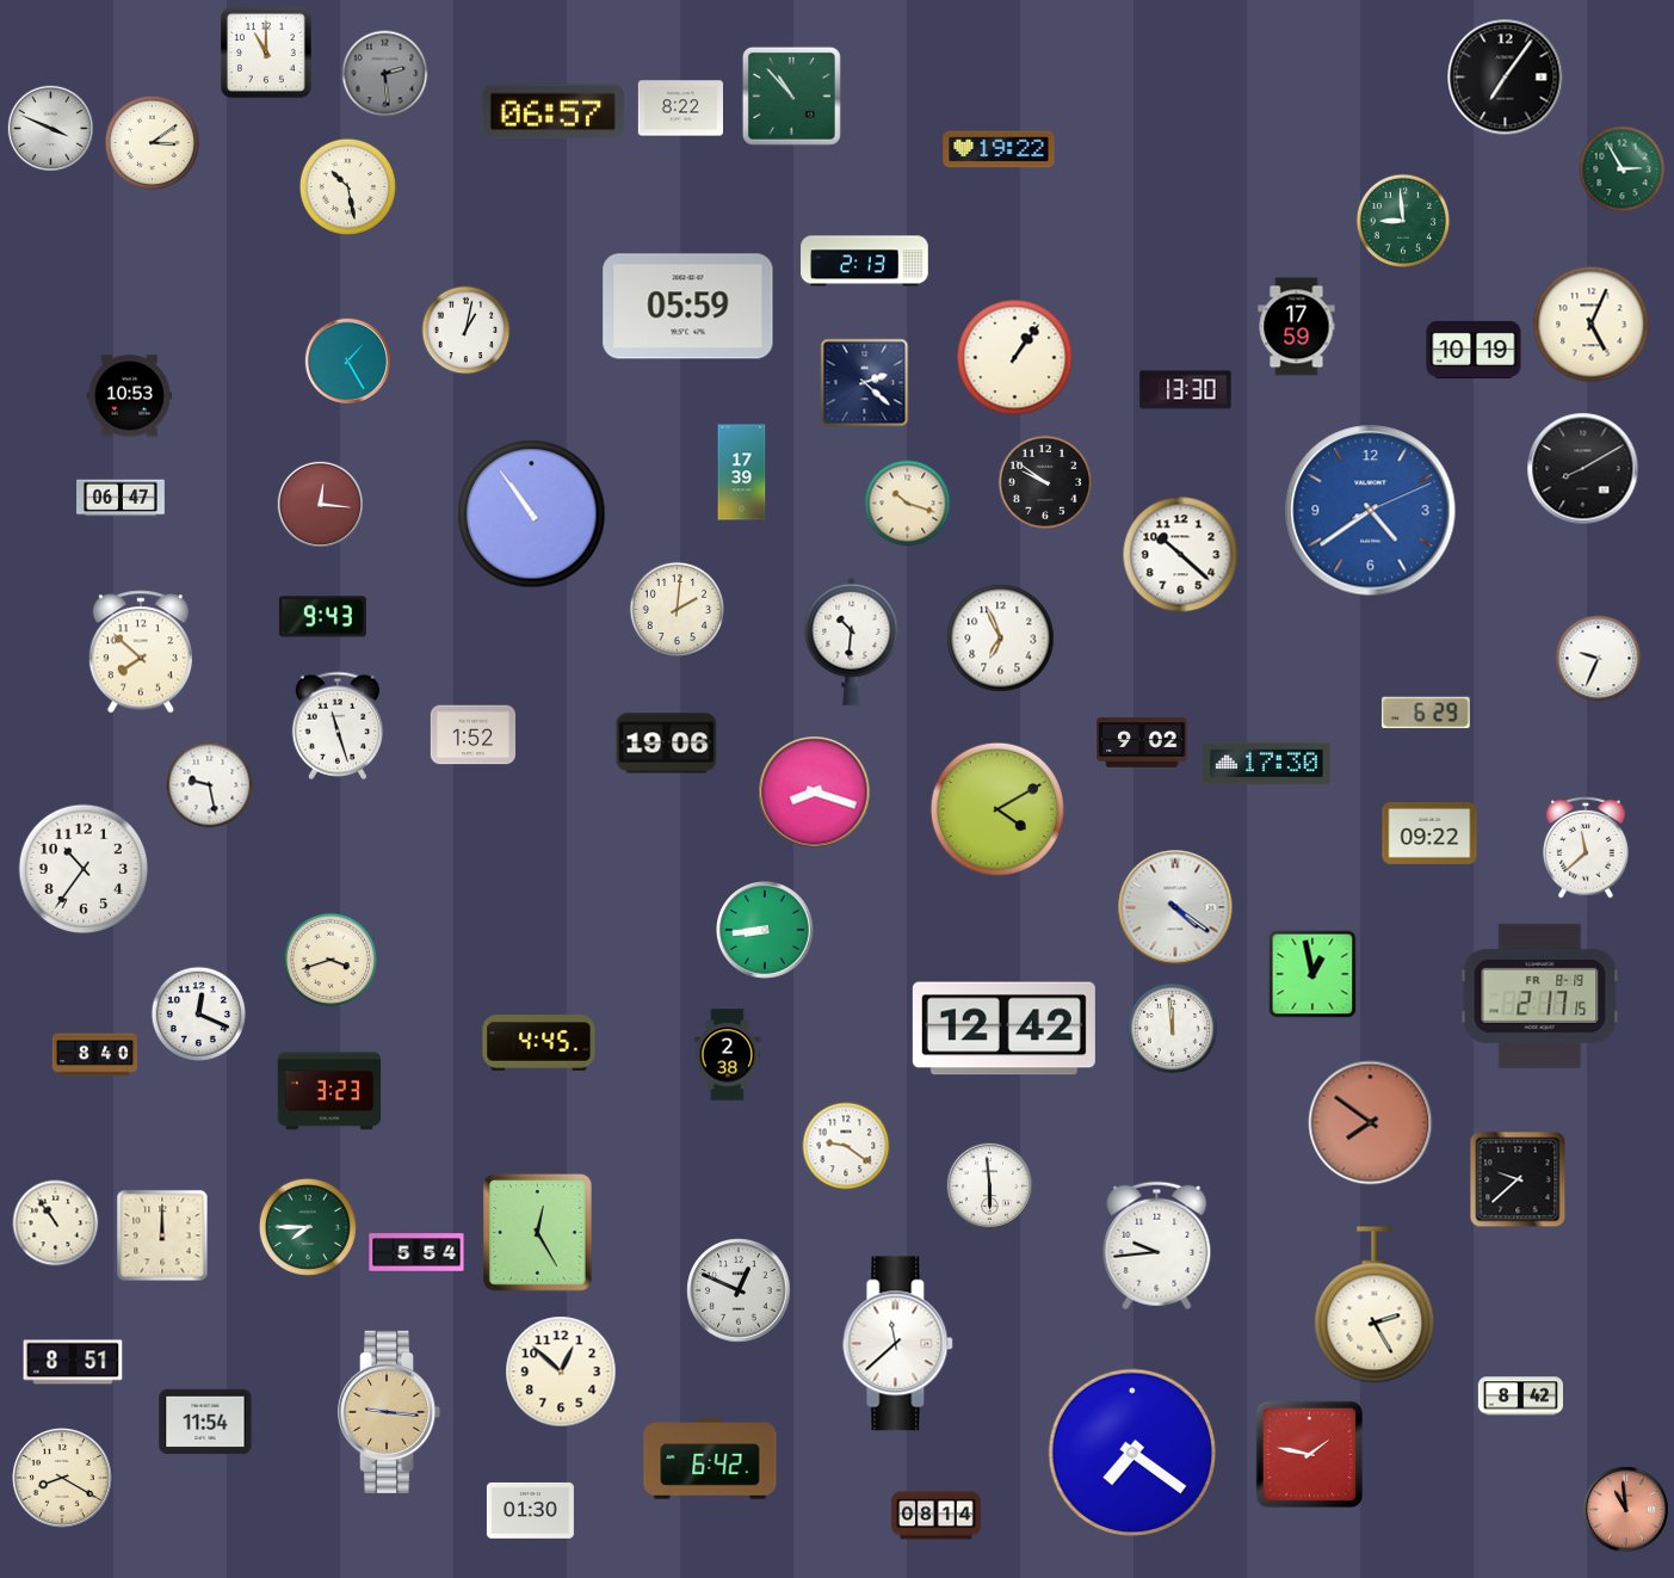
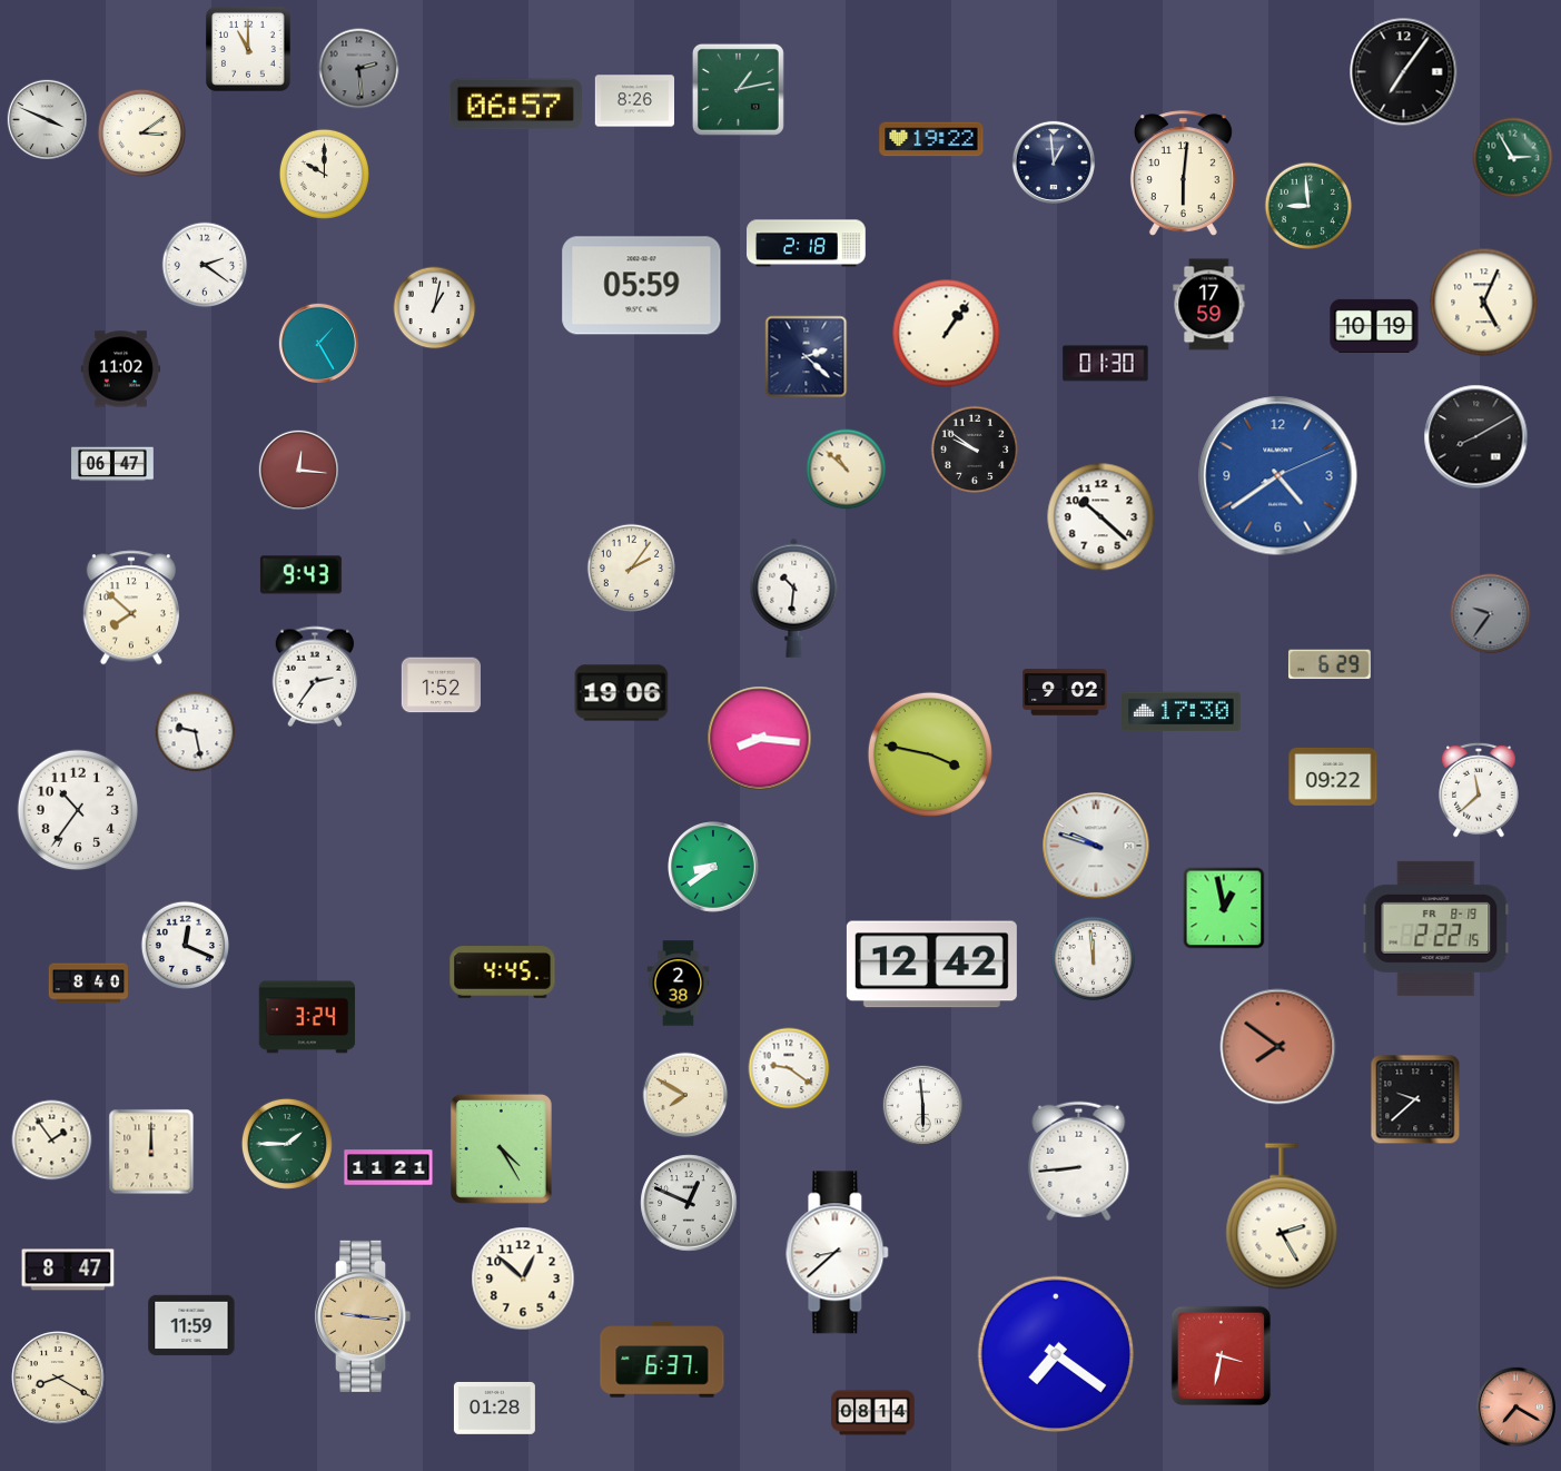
clock at (791, 95): 10:53 -> 1:13
clock at (680, 109): 8:22 -> 8:26
clock at (1054, 162): none -> 12:59
clock at (347, 186): 10:28 -> 10:00
clock at (1183, 174): none -> 6:01
clock at (865, 261): 2:13 -> 2:18
clock at (205, 265): none -> 2:21
clock at (347, 360) position: (347, 360) -> (318, 343)
clock at (1186, 390): 13:30 -> 01:30
clock at (129, 396): 10:53 -> 11:02
clock at (742, 473): 17:39 -> none
clock at (908, 504): 10:18 -> 10:52
clock at (532, 514): 10:54 -> none
clock at (677, 609): 2:01 -> 2:06
clock at (1001, 639): 6:56 -> none
clock at (1599, 659): 9:34 -> 9:36
clock at (1599, 659) dial: white -> grey
clock at (338, 726): 11:27 -> 2:36
clock at (815, 793): 8:18 -> 8:16
clock at (997, 809): 4:10 -> 3:47
clock at (1175, 907): 4:21 -> 9:48
clock at (766, 931): 8:44 -> 8:39
clock at (331, 960): 3:42 -> none
clock at (1540, 996): 2:17 -> 2:22
clock at (1003, 1029) position: (1003, 1029) -> (931, 965)
clock at (329, 1091): 3:23 -> 3:24
clock at (685, 1095): none -> 7:50
clock at (56, 1223): 10:54 -> 1:54
clock at (308, 1227): 7:45 -> 1:45
clock at (537, 1232): 12:25 -> 4:25
clock at (1157, 1246): 9:44 -> 8:44
clock at (416, 1252): 5:54 -> 11:21
clock at (898, 1344): 11:38 -> 8:38
clock at (73, 1362): 8:51 -> 8:47
clock at (1520, 1397): 8:42 -> none
clock at (205, 1422): 11:54 -> 11:59
clock at (1310, 1455): 1:47 -> 3:32
clock at (710, 1459): 6:42 -> 6:37
clock at (1625, 1509): 10:59 -> 7:20
clock at (530, 1510): 01:30 -> 01:28
